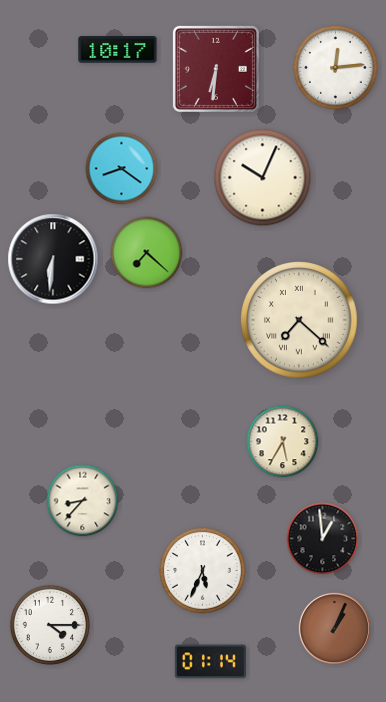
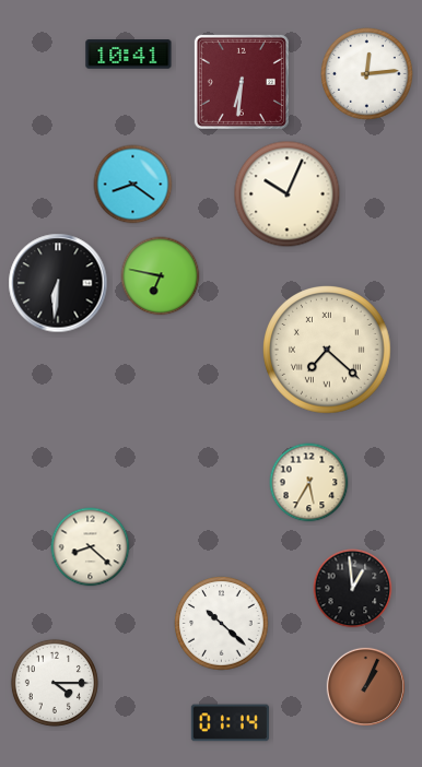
clock at (118, 50): 10:17 -> 10:41
clock at (216, 69) position: (216, 69) -> (242, 82)
clock at (147, 253): 7:22 -> 6:47
clock at (83, 501): 8:37 -> 8:22
clock at (203, 571): 5:34 -> 10:22
